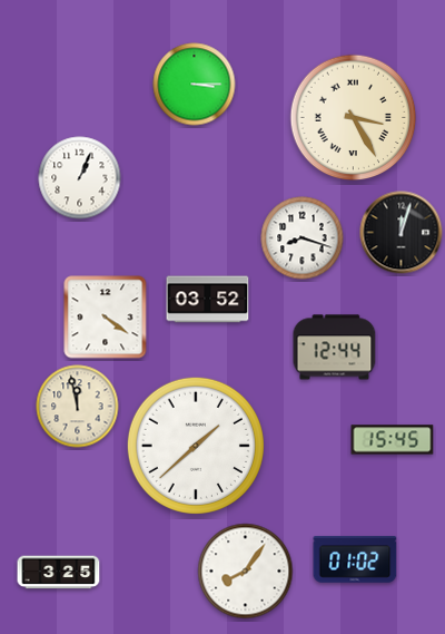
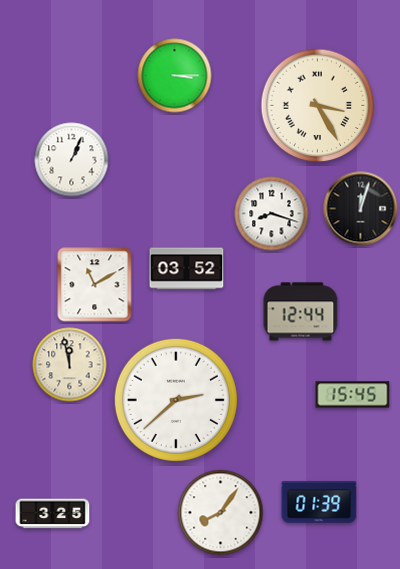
clock at (106, 318): 4:21 -> 11:10
clock at (196, 446): 1:38 -> 2:38
clock at (355, 559): 01:02 -> 01:39
